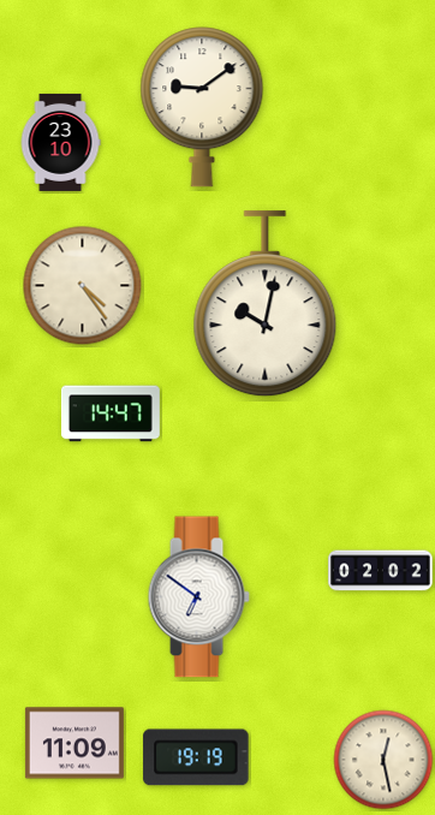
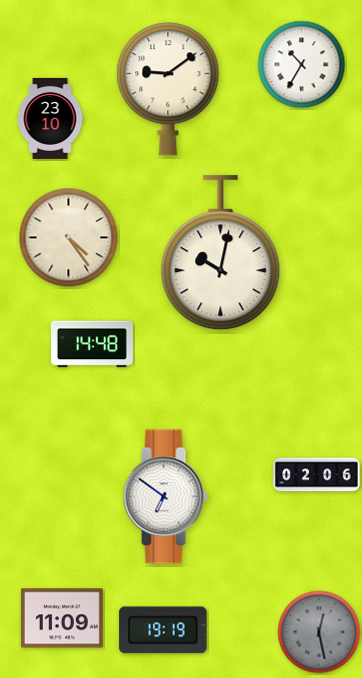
clock at (302, 65): none -> 10:35
clock at (111, 414): 14:47 -> 14:48
clock at (381, 571): 02:02 -> 02:06
clock at (383, 760) dial: cream -> grey
